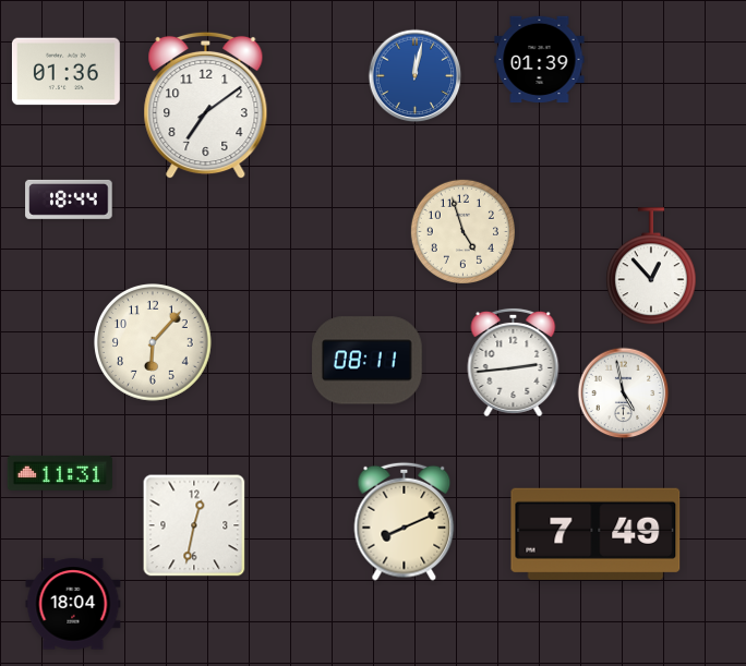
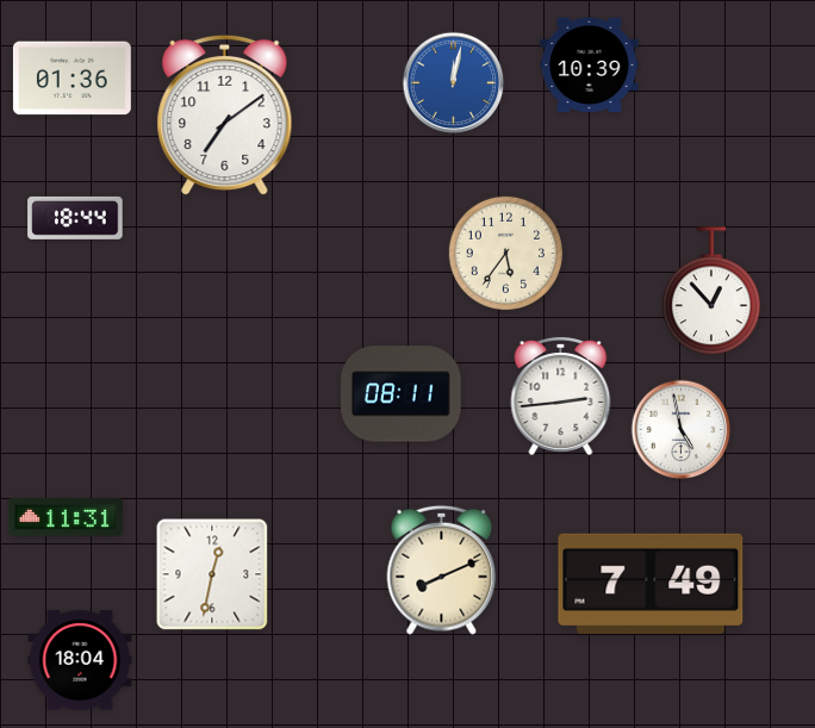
clock at (540, 60): 01:39 -> 10:39
clock at (462, 231): 4:57 -> 5:36
clock at (154, 343): 6:07 -> none
